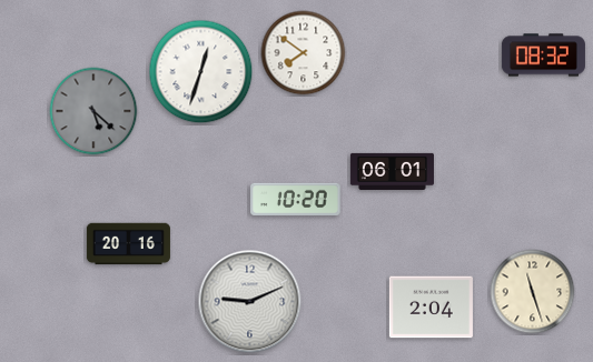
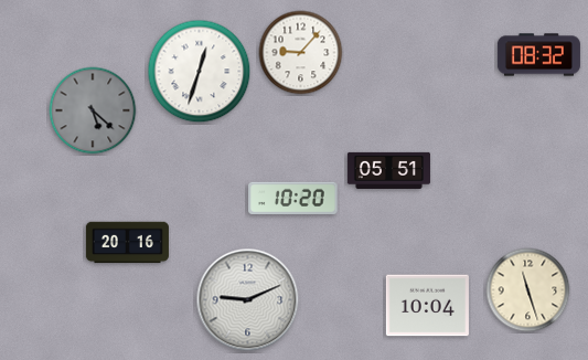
clock at (304, 53): 7:51 -> 9:07
clock at (392, 171): 06:01 -> 05:51
clock at (431, 308): 2:04 -> 10:04
